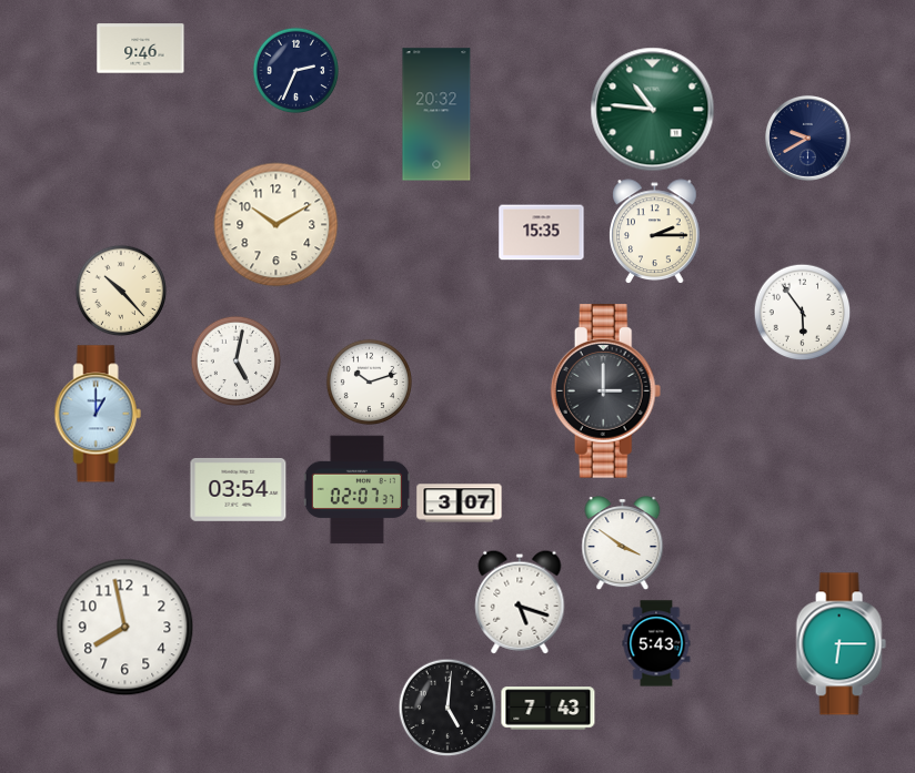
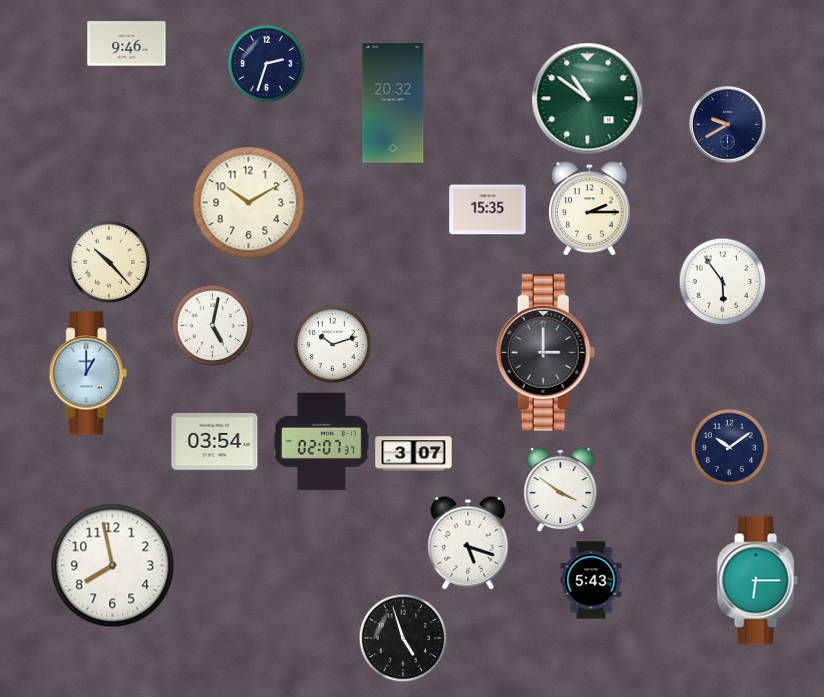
clock at (295, 70): 2:34 -> 2:33
clock at (653, 110): 10:46 -> 10:51
clock at (729, 447): none -> 10:09
clock at (448, 708): 5:01 -> 4:57
clock at (549, 709): 7:43 -> none
